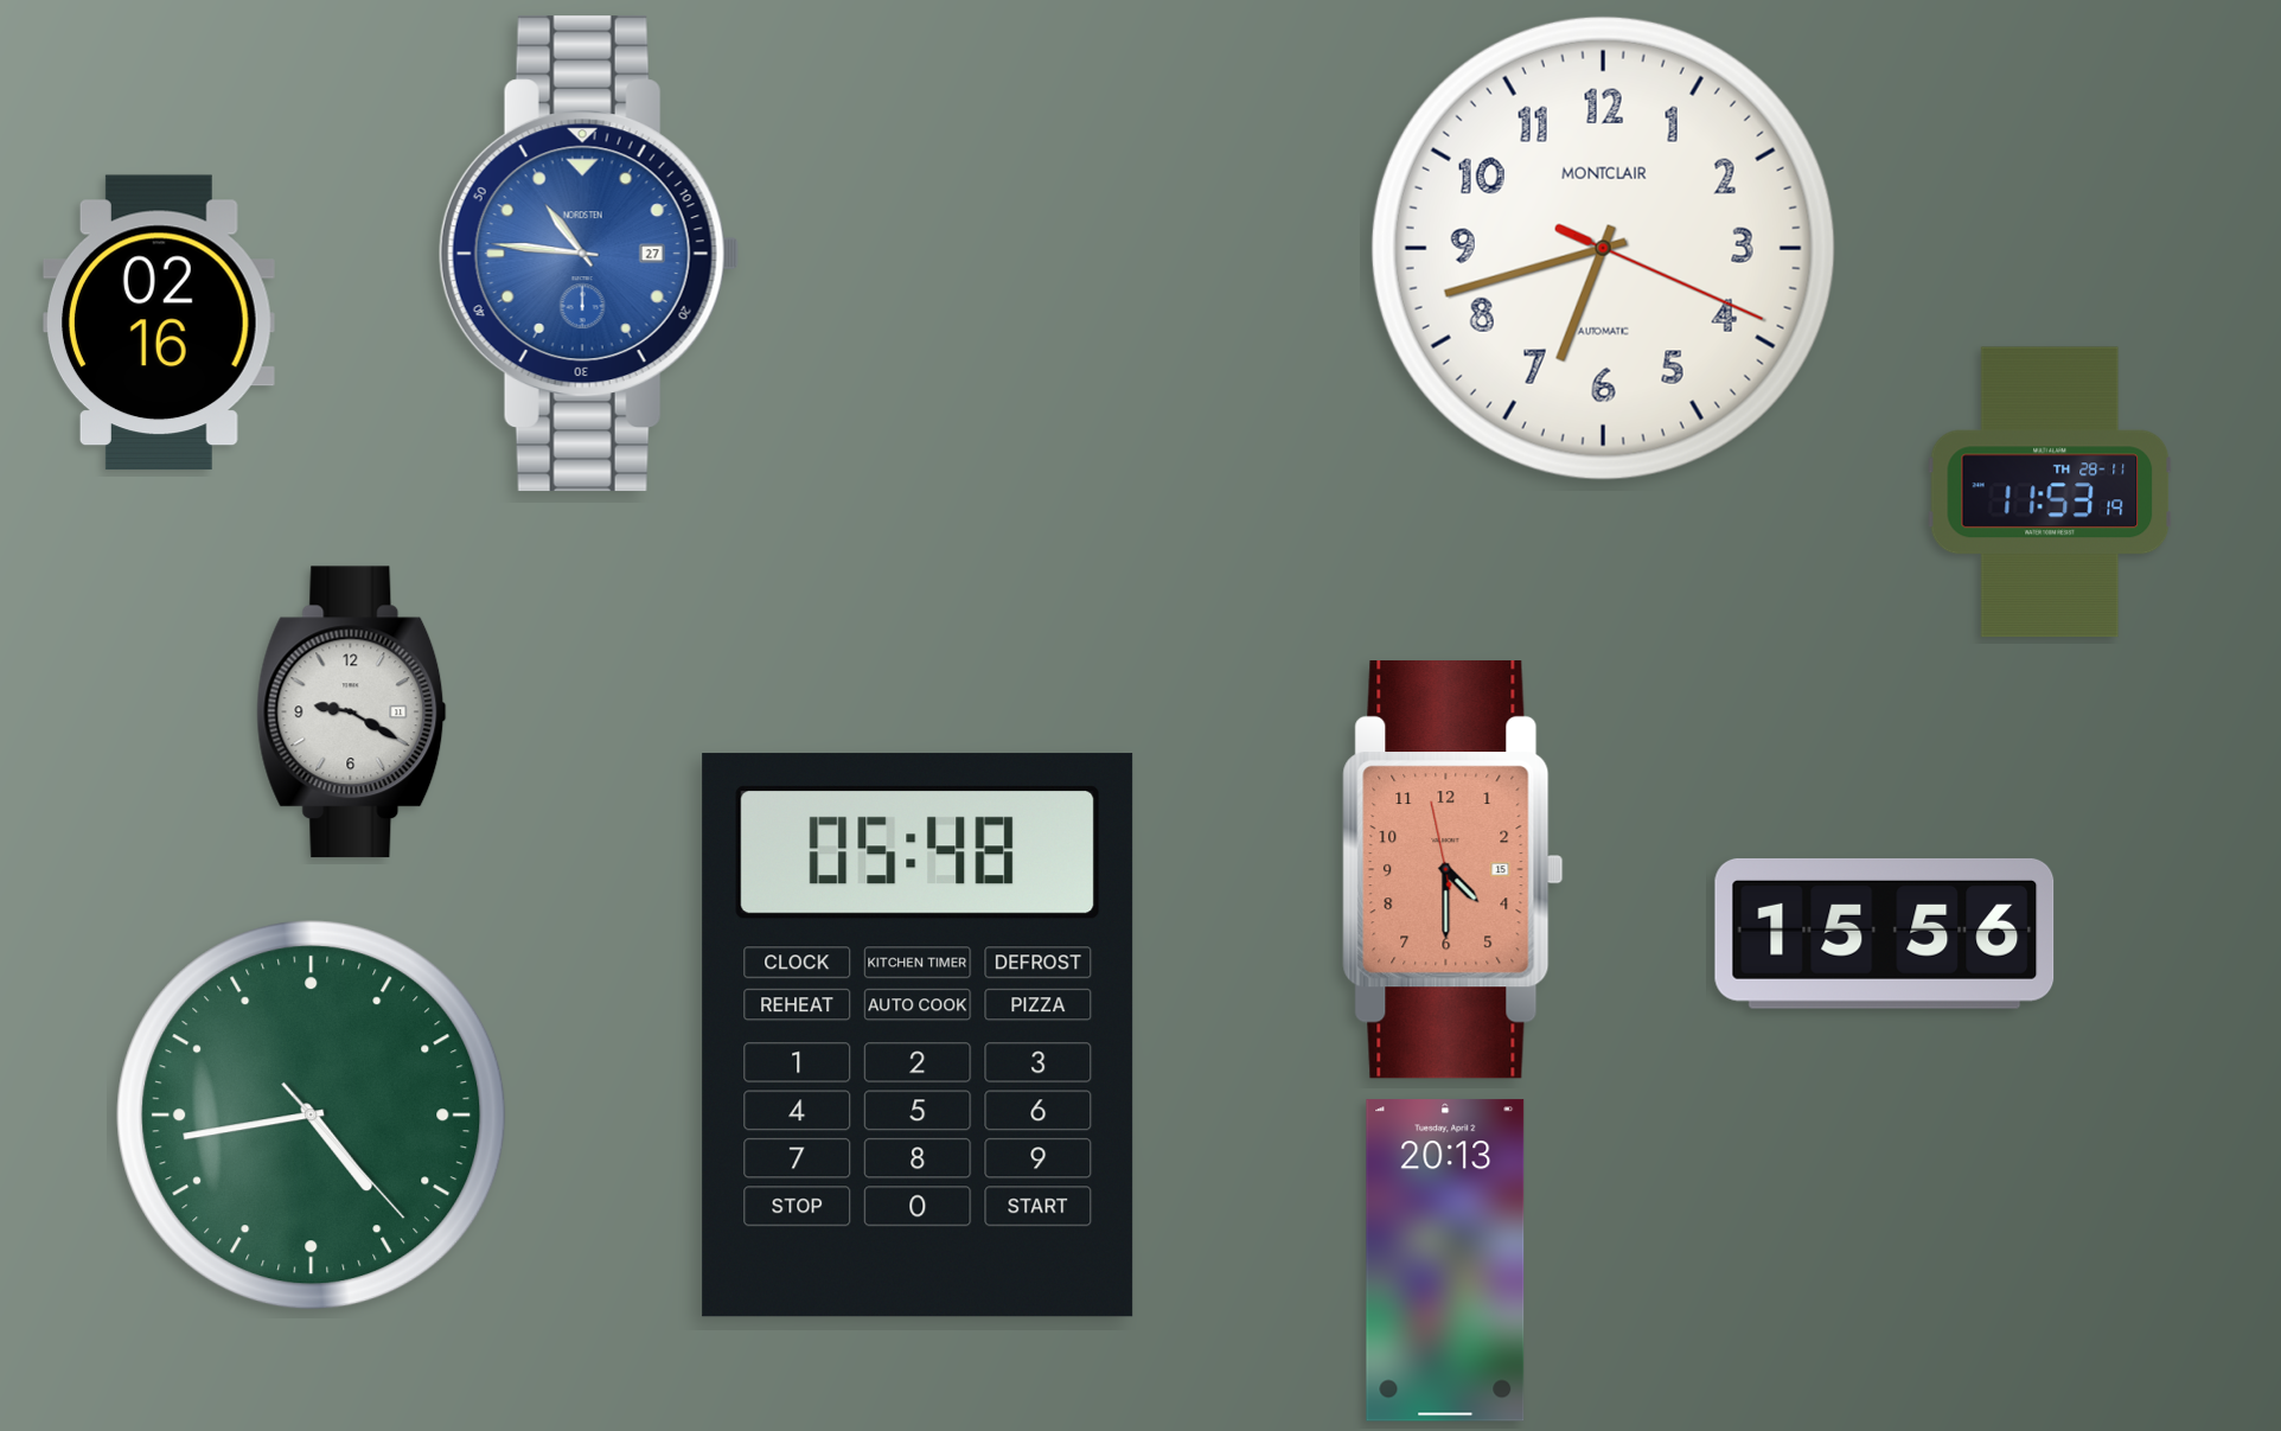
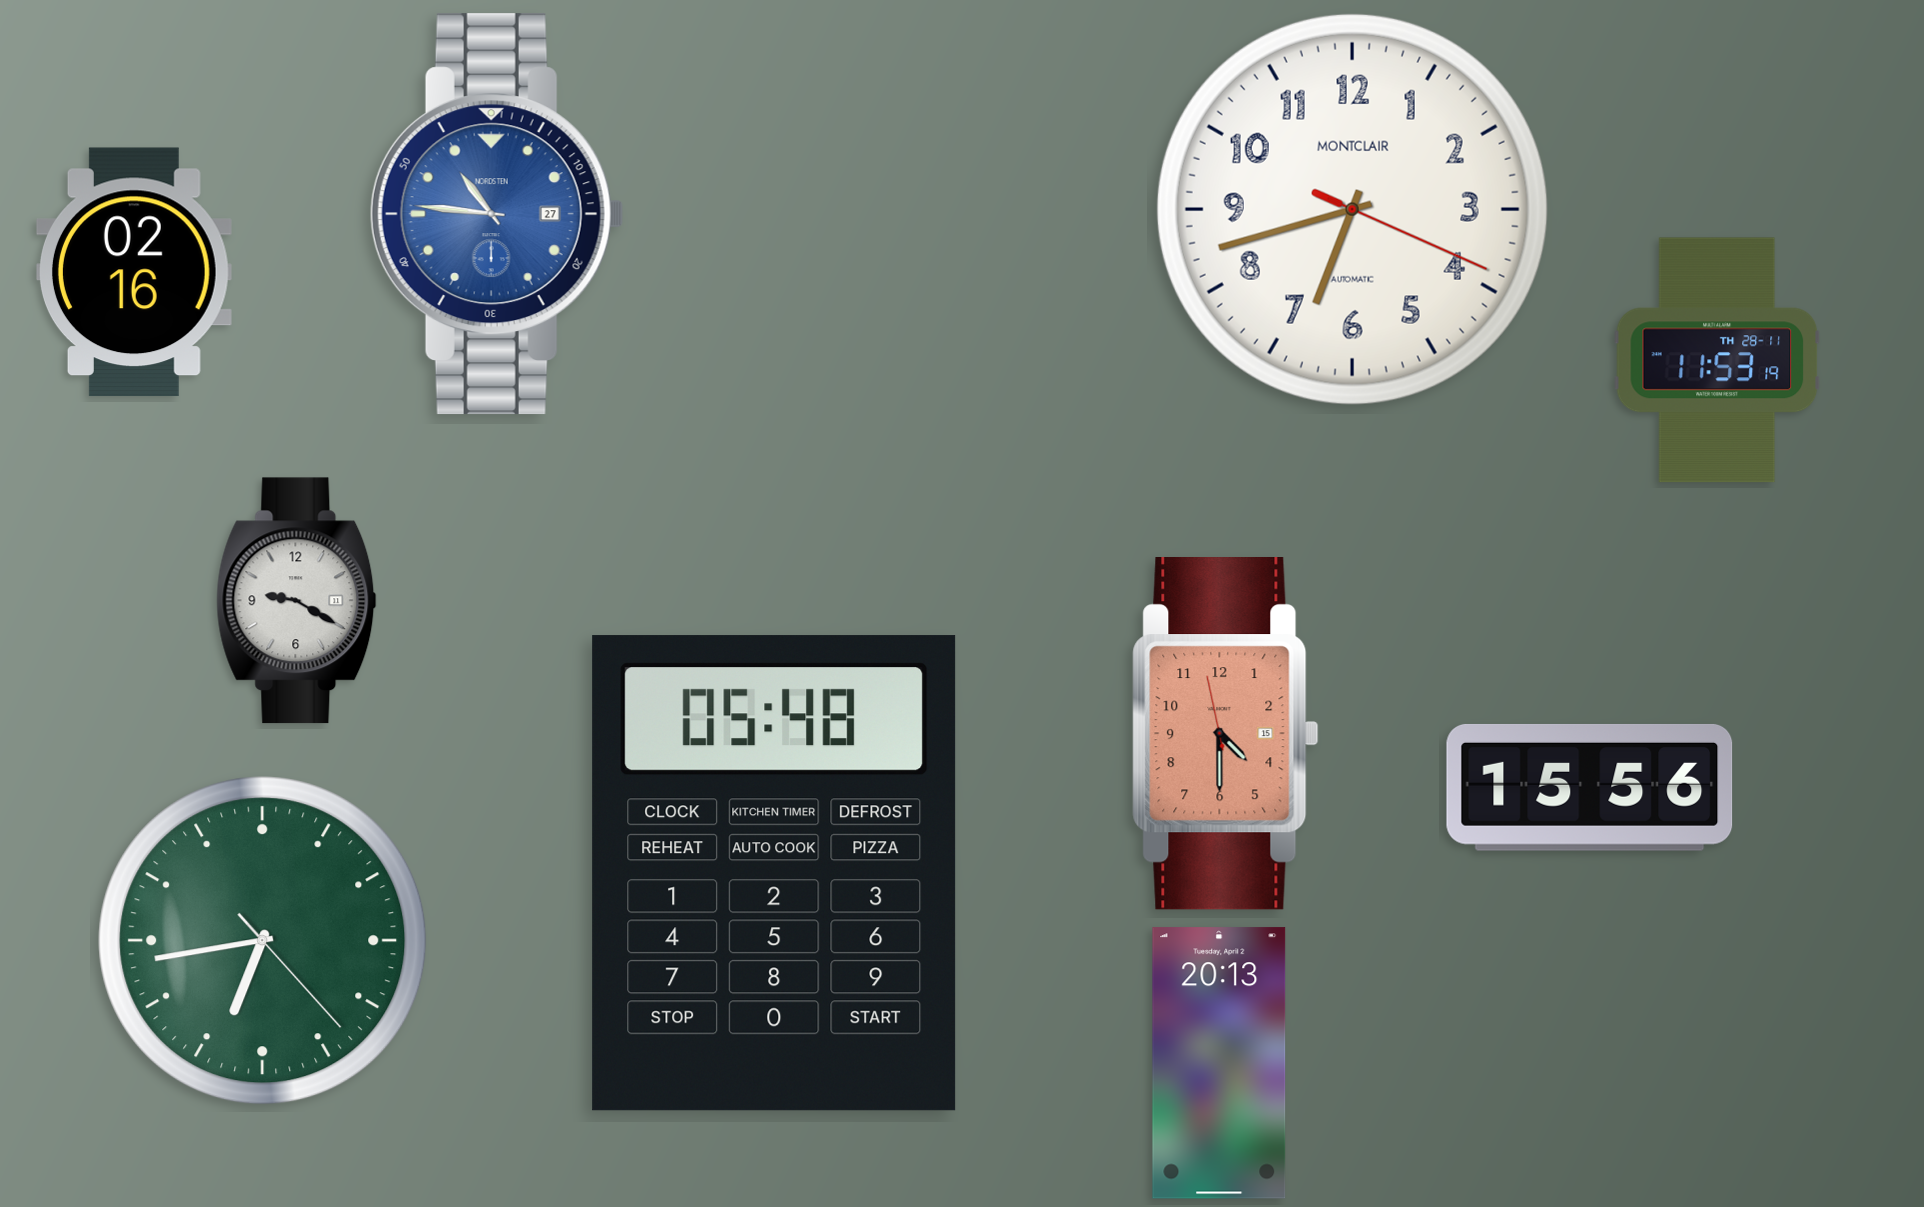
clock at (2050, 492) position: (2050, 492) -> (1717, 360)
clock at (312, 1116): 4:43 -> 6:43
